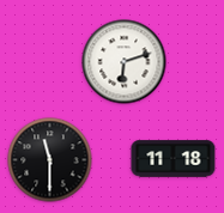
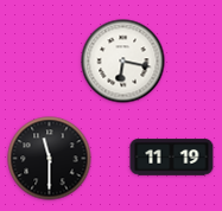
clock at (125, 62): 6:12 -> 6:17
clock at (174, 159): 11:18 -> 11:19
